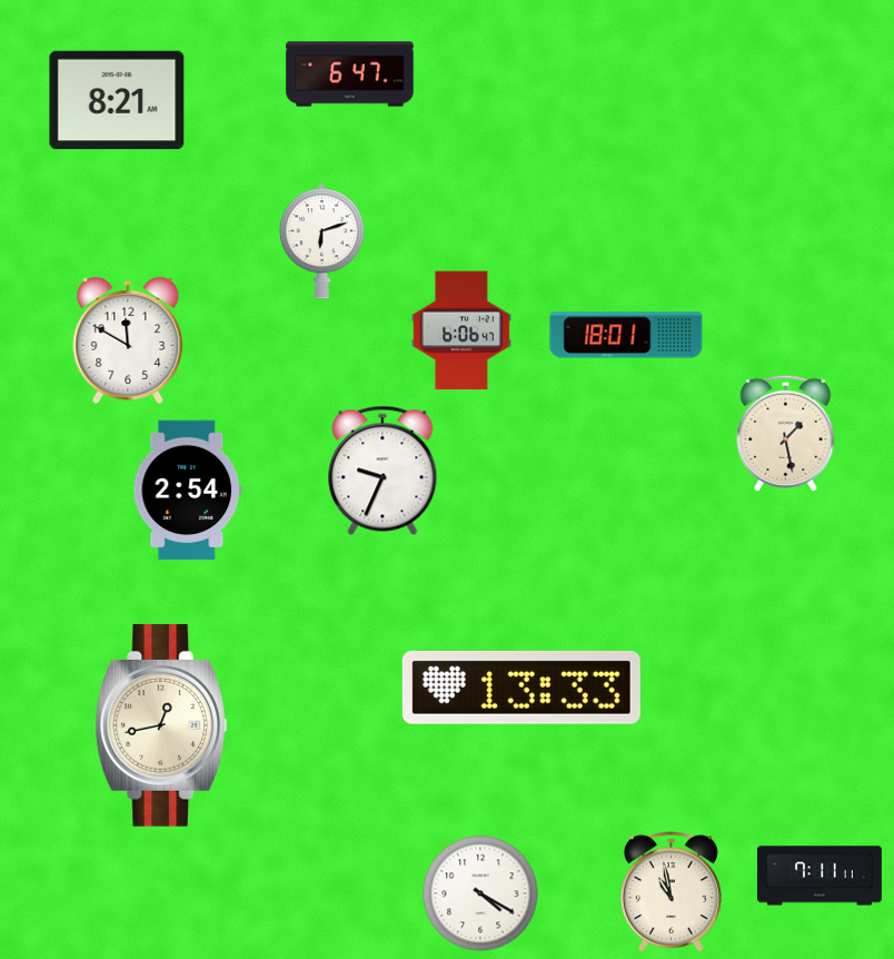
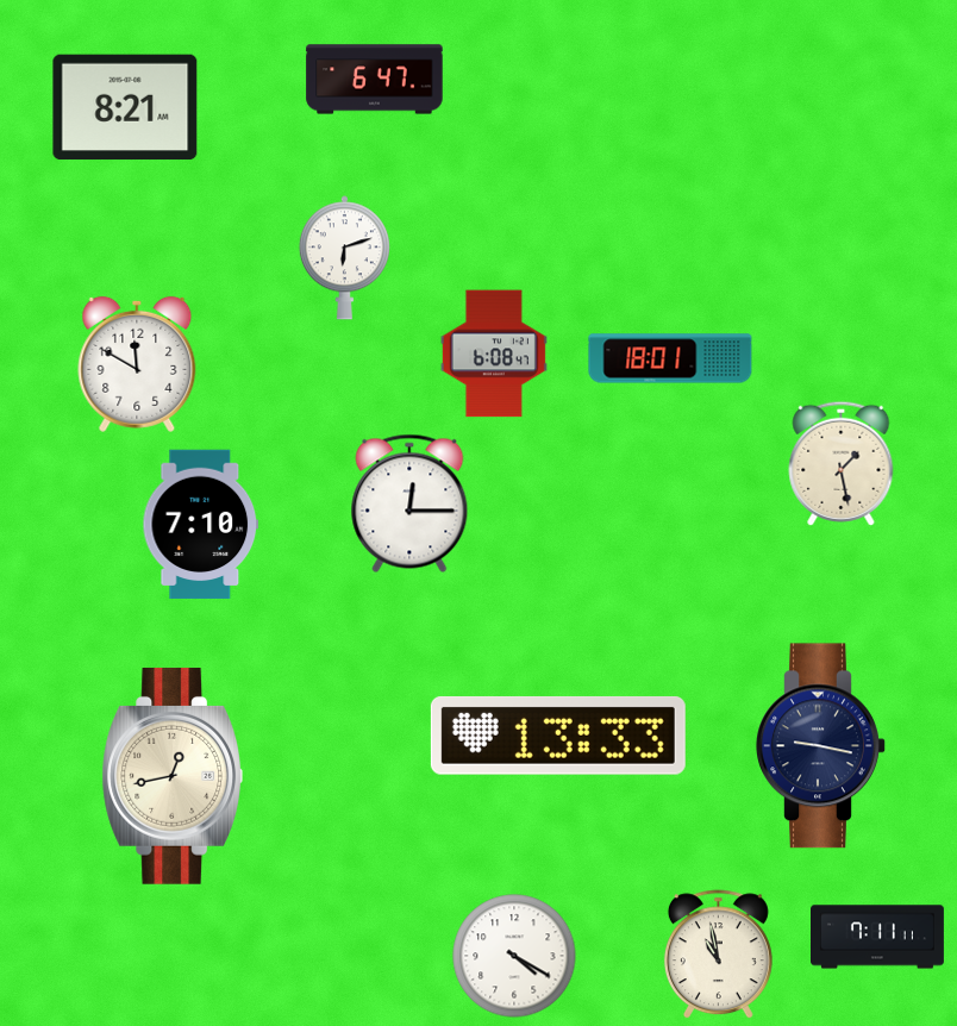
clock at (461, 330): 6:06 -> 6:08
clock at (383, 471): 9:34 -> 12:15
clock at (188, 491): 2:54 -> 7:10
clock at (821, 746): none -> 9:17
